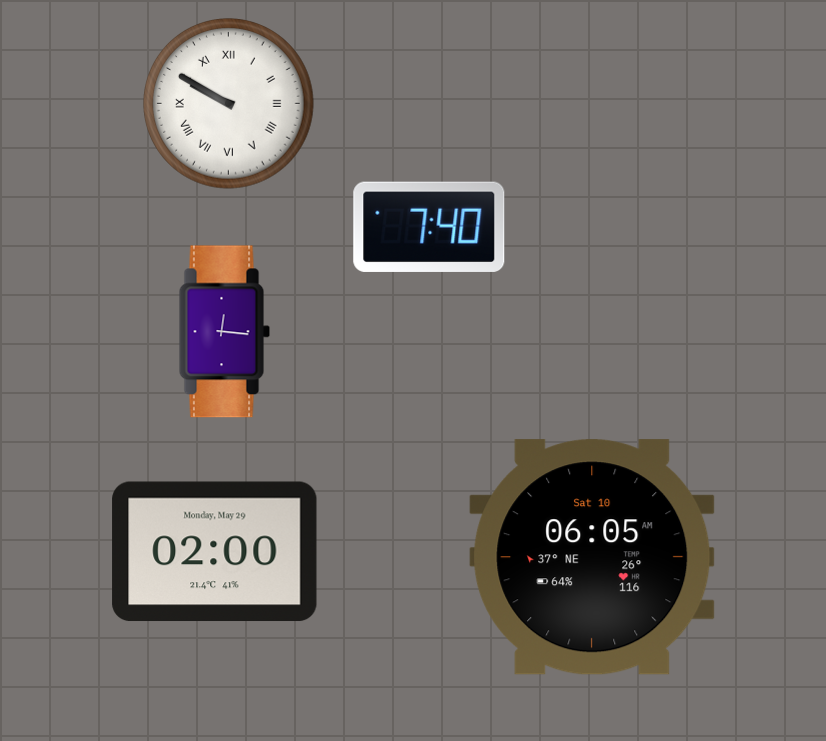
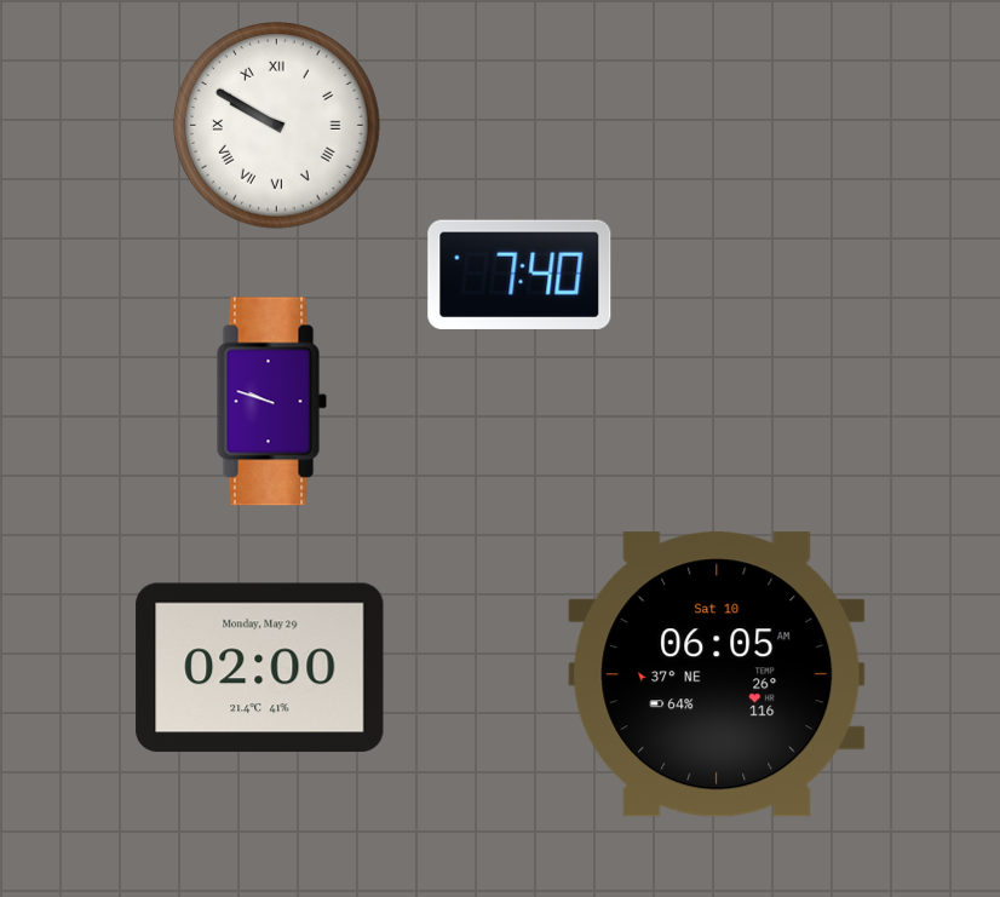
clock at (225, 332): 12:16 -> 9:48
